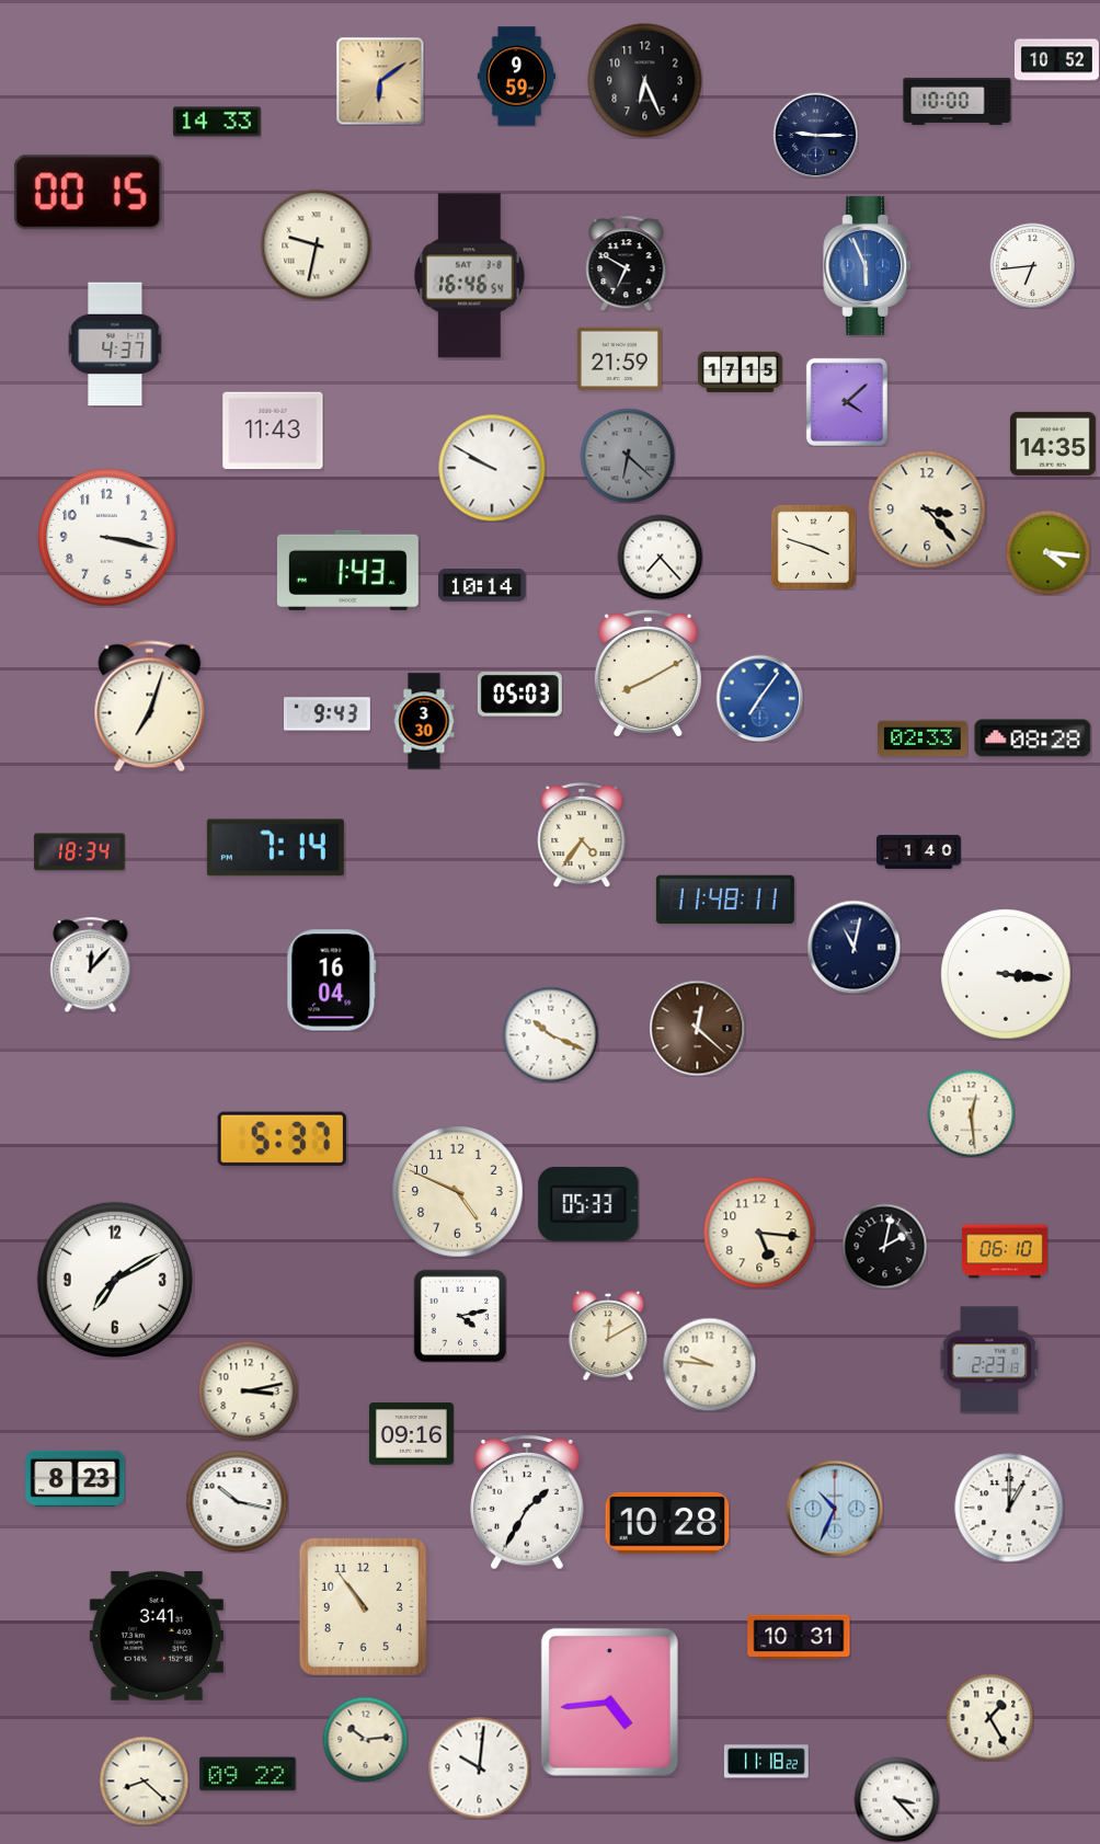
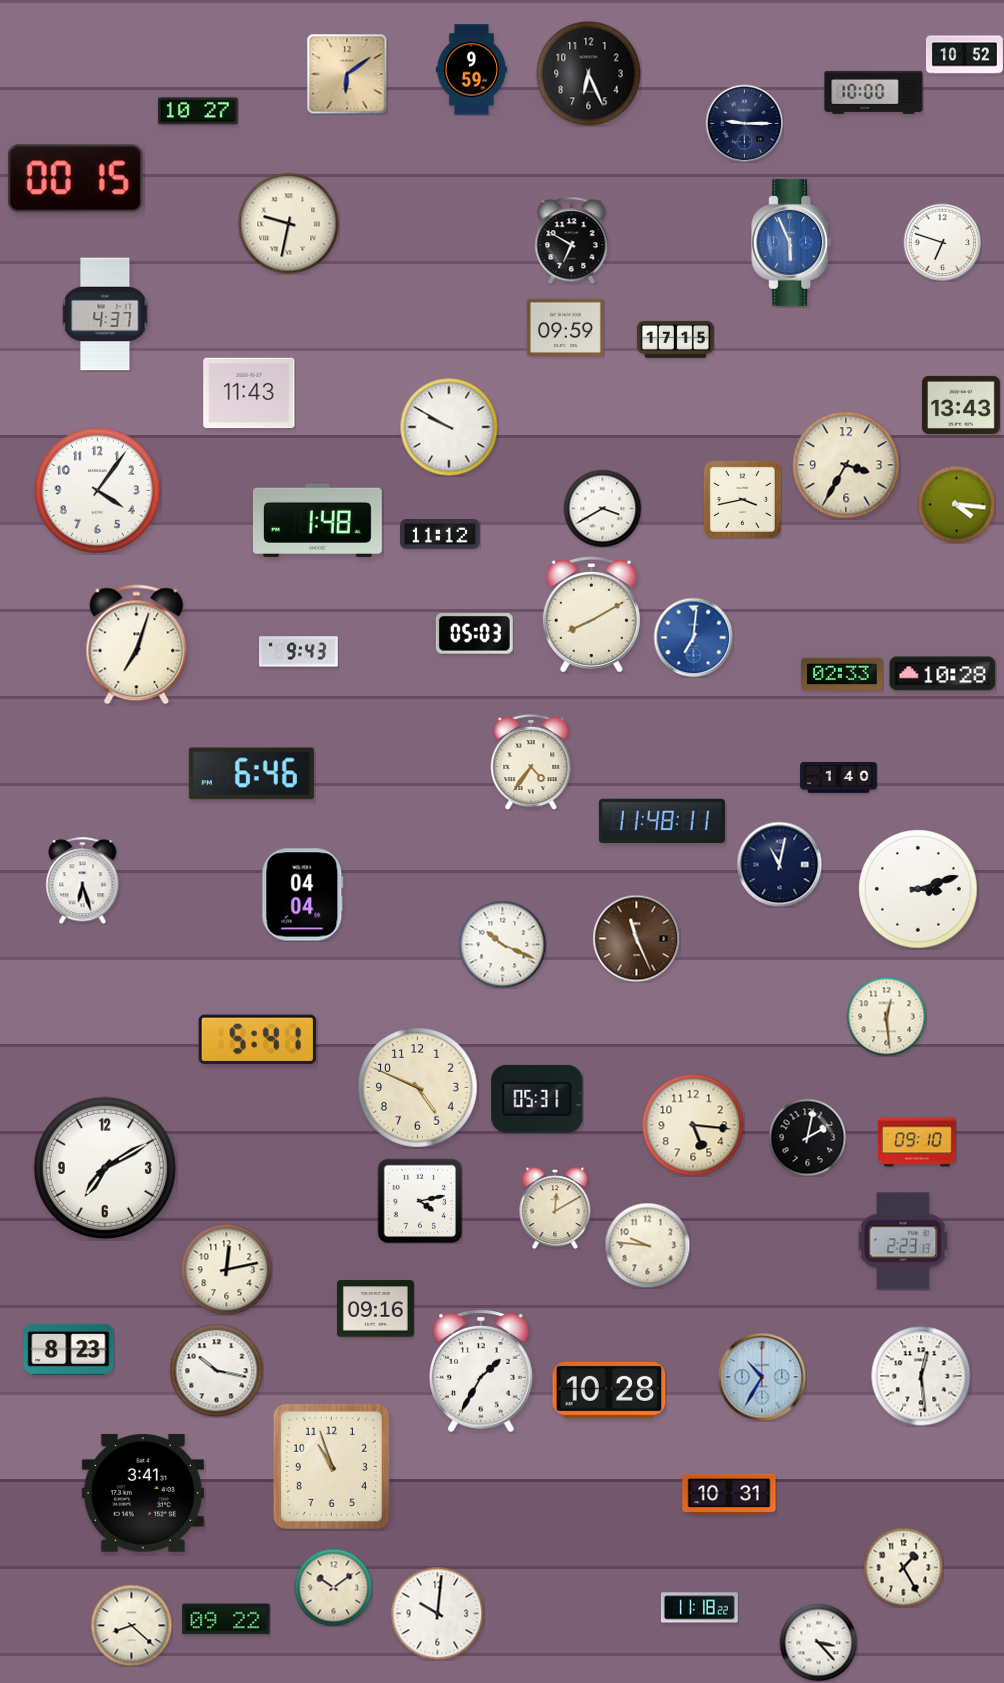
clock at (218, 122): 14:33 -> 10:27
clock at (88, 193) position: (88, 193) -> (75, 179)
clock at (1032, 265): 6:44 -> 6:48
clock at (469, 276): 16:46 -> none
clock at (619, 358): 21:59 -> 09:59
clock at (847, 402): 4:08 -> none
clock at (1053, 444): 14:35 -> 13:43
clock at (628, 456): 6:22 -> none
clock at (927, 509): 3:23 -> 3:35
clock at (107, 538): 3:17 -> 4:06
clock at (813, 547): 3:48 -> 3:43
clock at (660, 557): 7:23 -> 3:40
clock at (347, 570): 1:43 -> 1:48
clock at (483, 586): 10:14 -> 11:12
clock at (759, 698): 7:06 -> 7:01
clock at (424, 721): 3:30 -> none
clock at (1033, 738): 08:28 -> 10:28
clock at (275, 848): 7:14 -> 6:46
clock at (80, 852): 18:34 -> none
clock at (91, 964): 12:07 -> 6:27
clock at (1006, 974): 3:16 -> 3:12
clock at (332, 981): 16:04 -> 04:04
clock at (697, 1028): 12:22 -> 11:26
clock at (282, 1138): 5:37 -> 5:41
clock at (588, 1204): 05:33 -> 05:31
clock at (1006, 1251): 06:10 -> 09:10
clock at (608, 1336) position: (608, 1336) -> (555, 1208)
clock at (248, 1390): 3:13 -> 12:13
clock at (1009, 1508): 1:00 -> 12:29
clock at (835, 1509): 10:34 -> 10:35
clock at (363, 1606): 10:54 -> 10:57
clock at (609, 1702): 4:44 -> none
clock at (365, 1739): 10:14 -> 10:09
